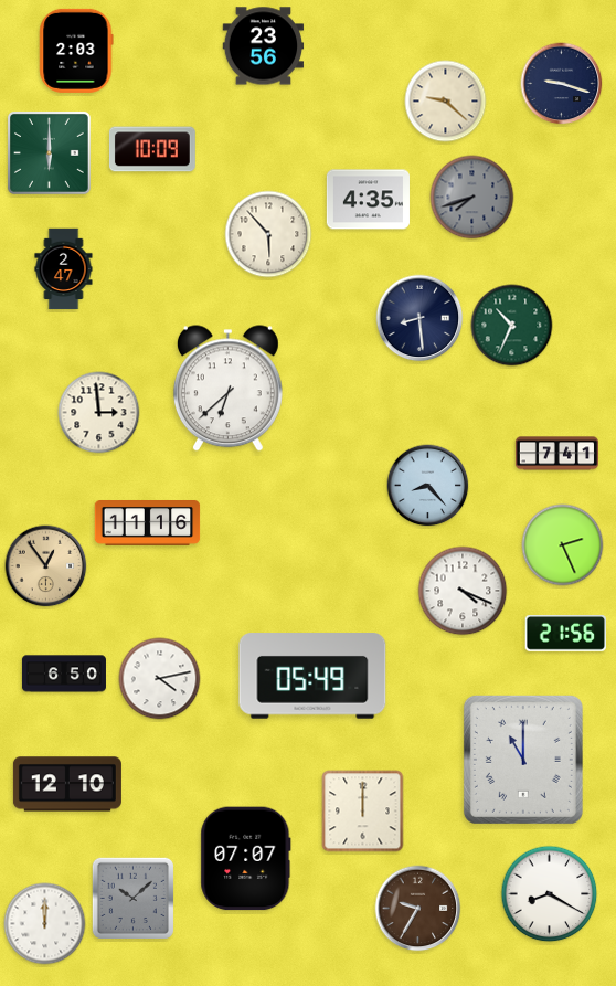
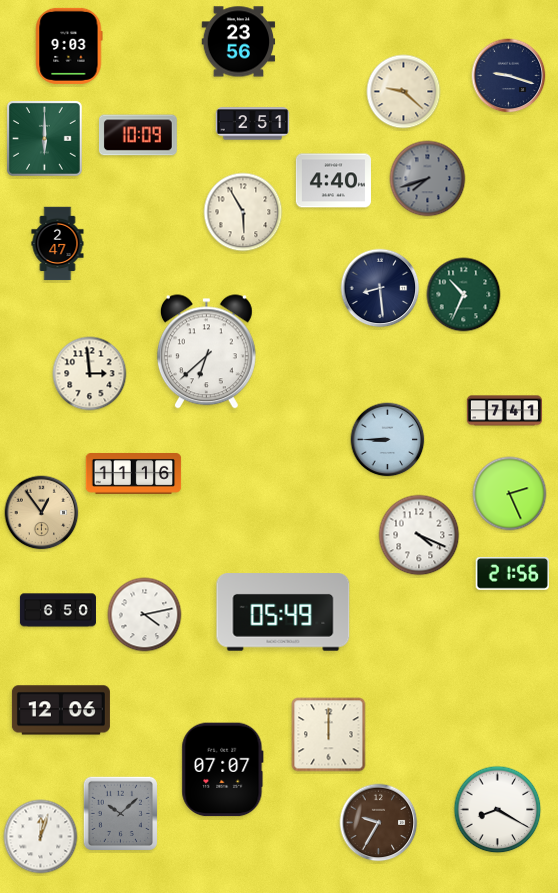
clock at (76, 51): 2:03 -> 9:03
clock at (253, 124): none -> 2:51
clock at (368, 200): 4:35 -> 4:40
clock at (268, 234): 5:53 -> 5:55
clock at (428, 486): 8:23 -> 8:45
clock at (523, 760): 11:00 -> none
clock at (67, 784): 12:10 -> 12:06
clock at (246, 859) position: (246, 859) -> (223, 770)
clock at (45, 924): 12:00 -> 12:03
